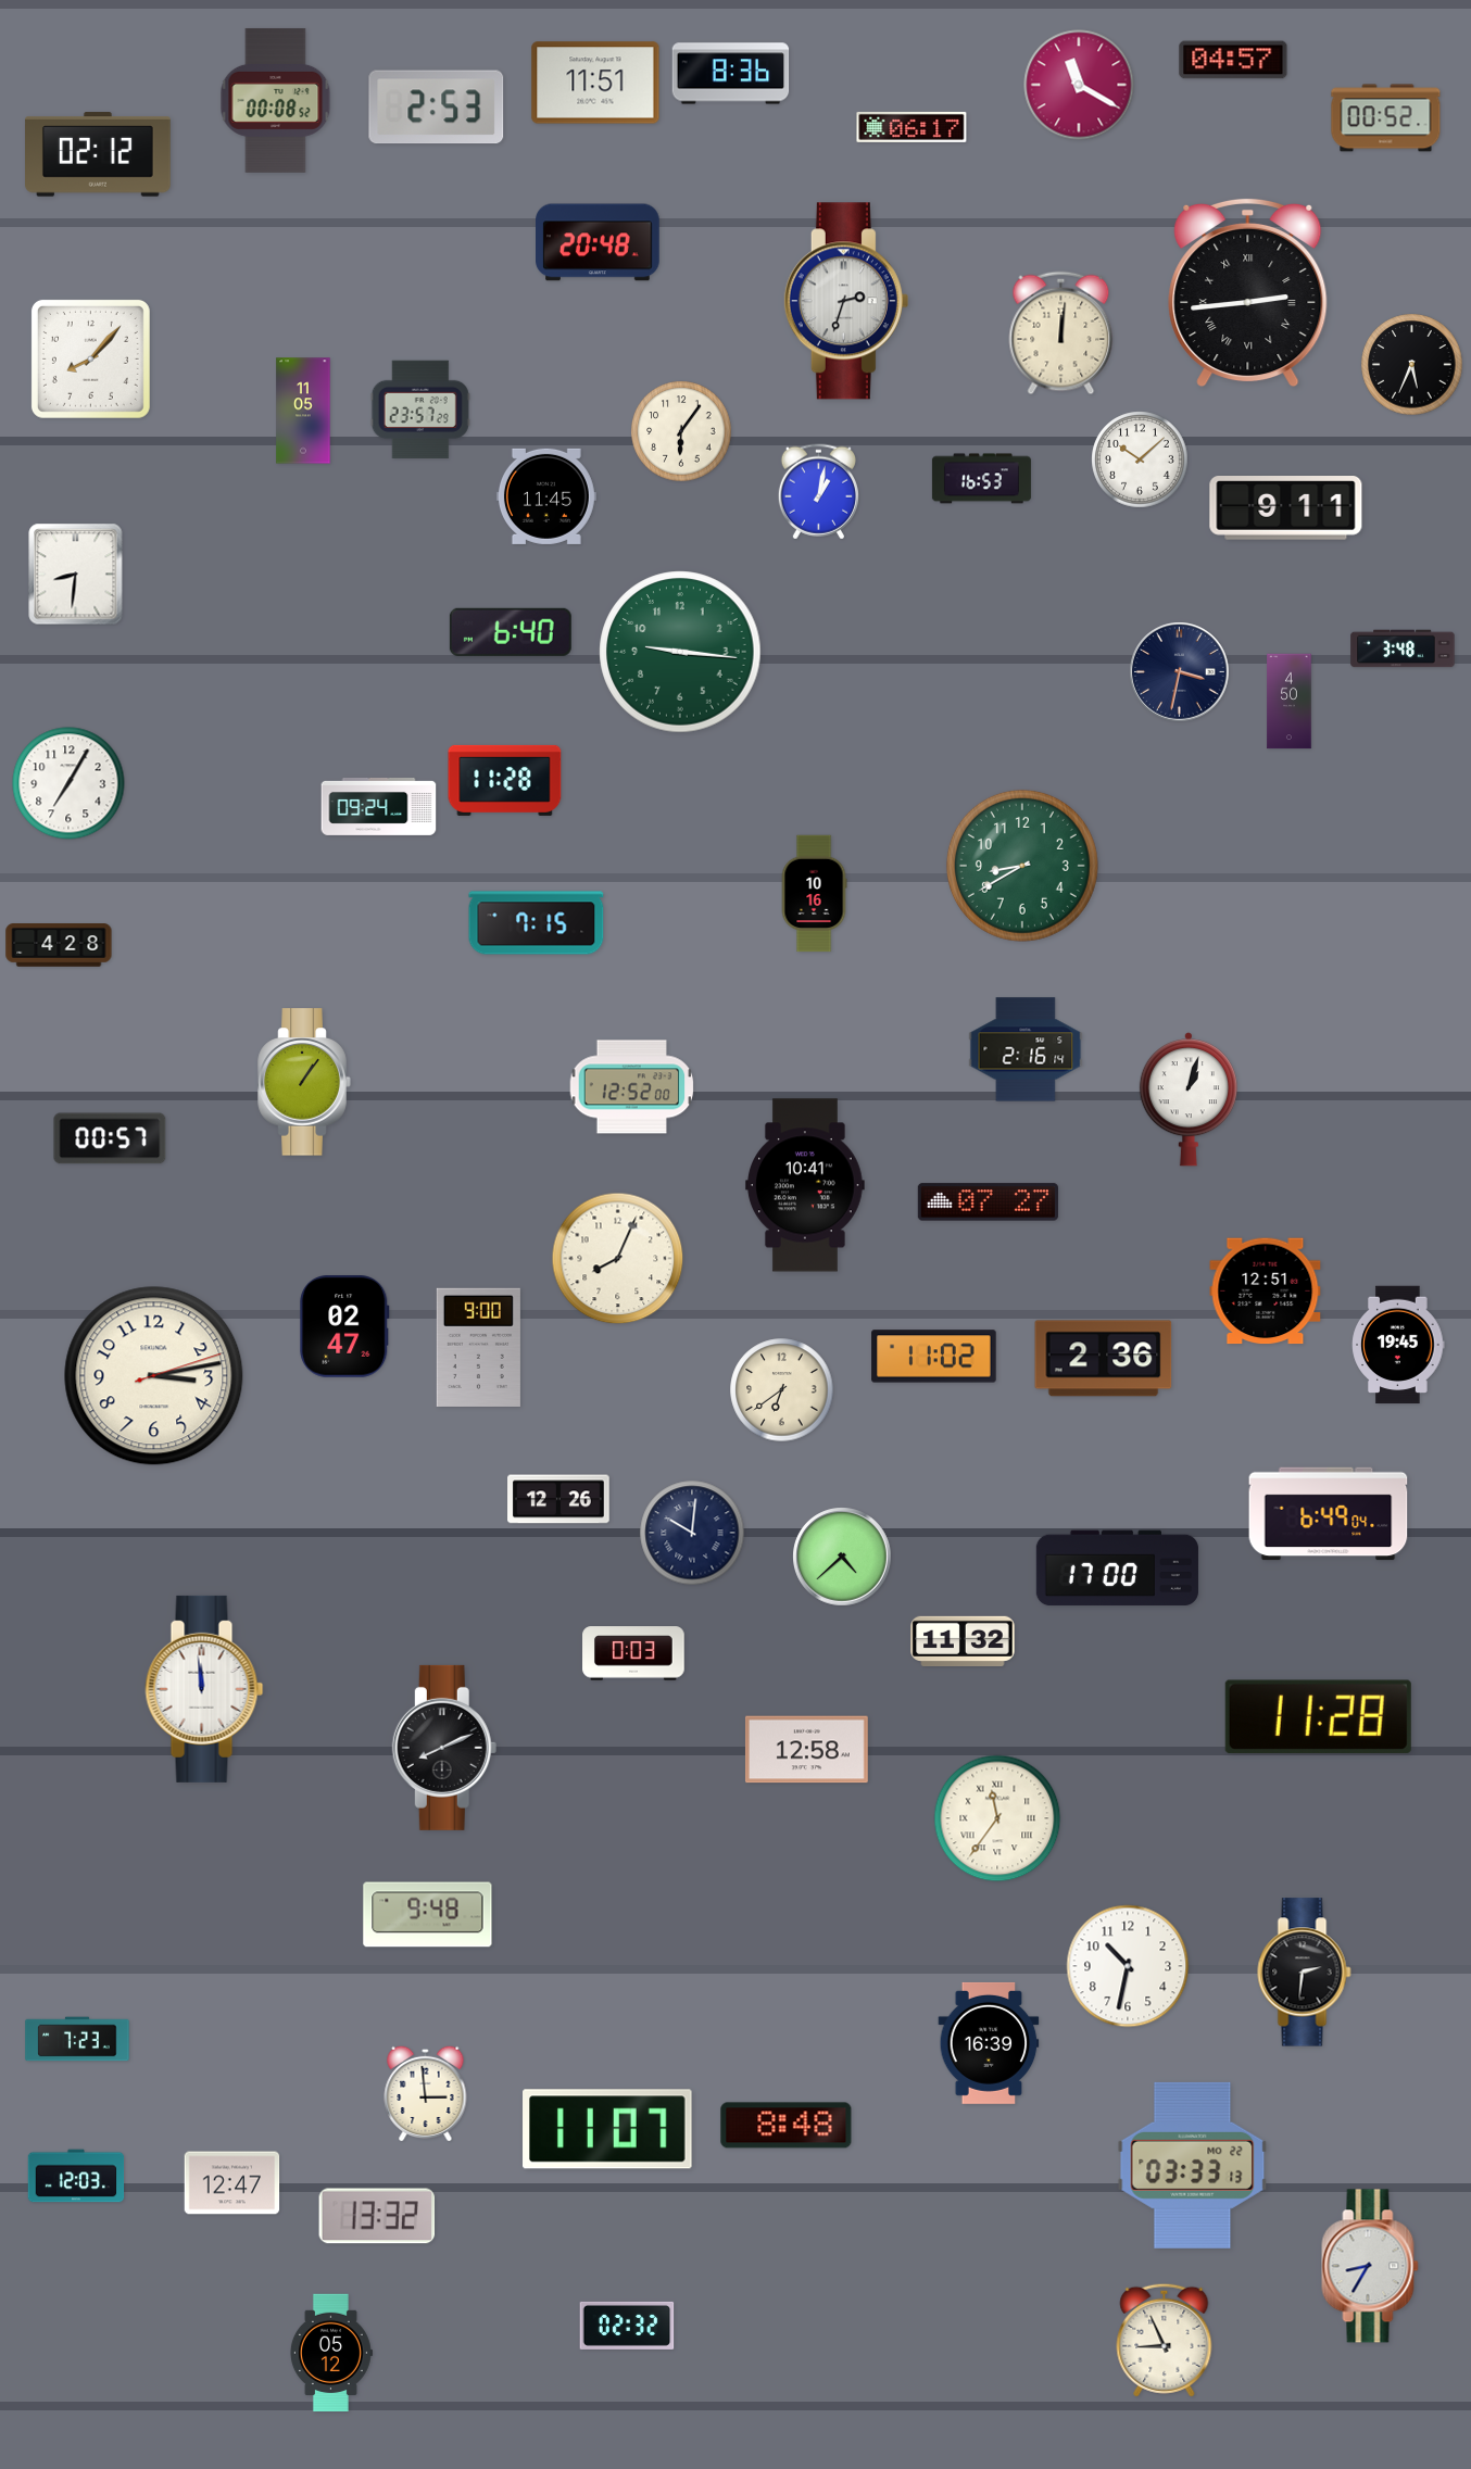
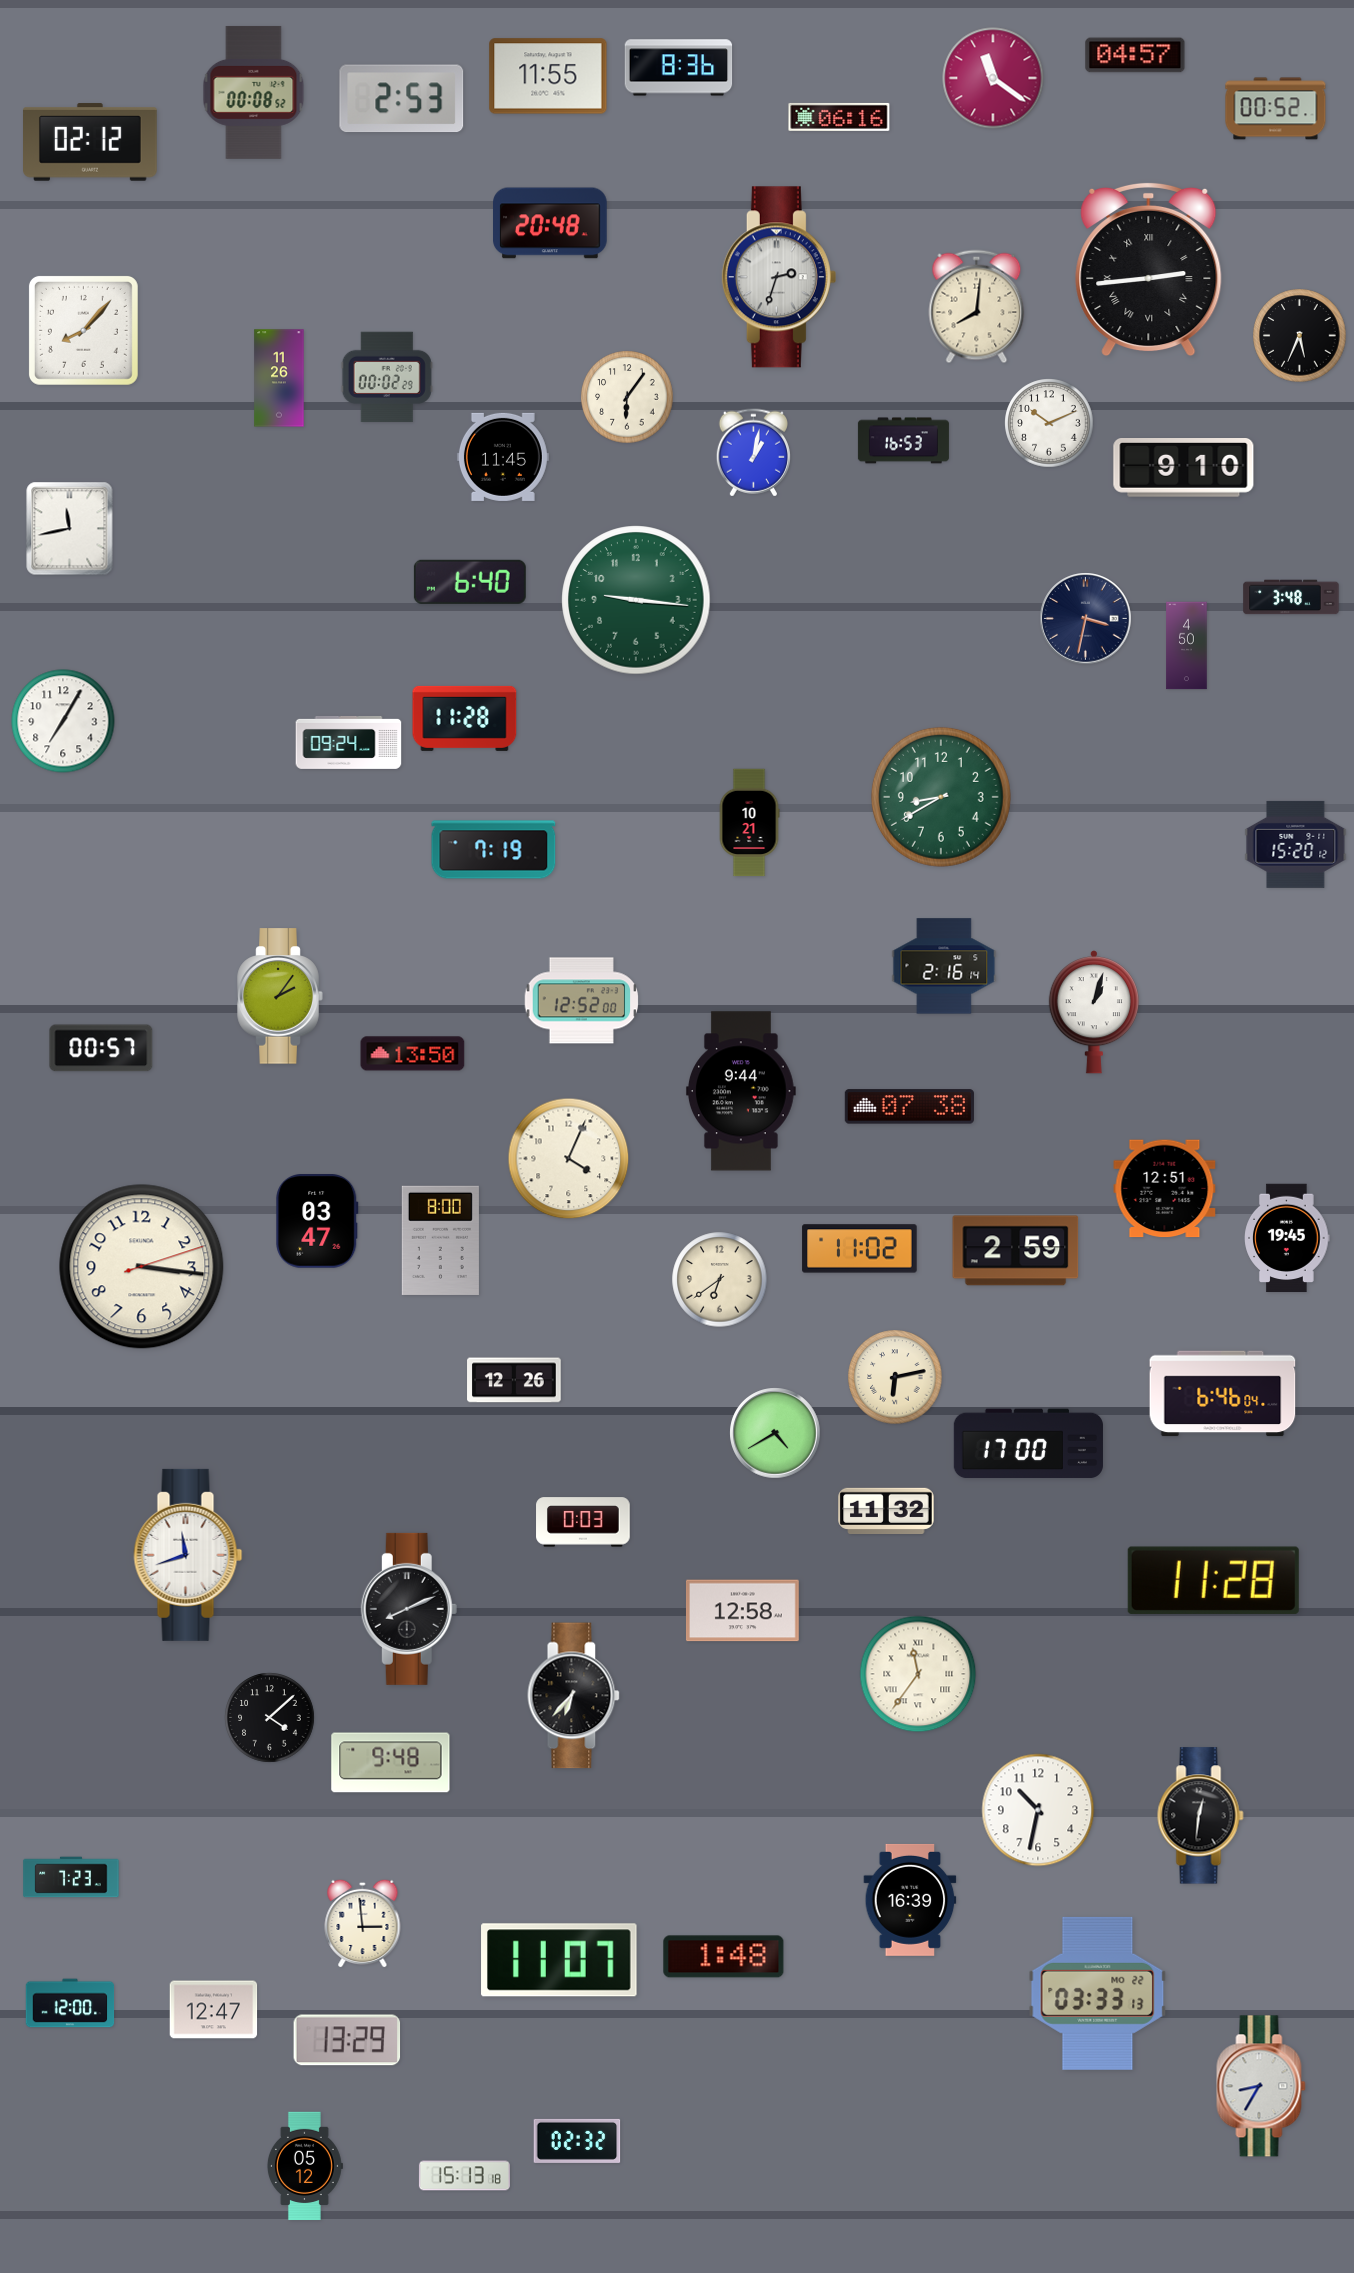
clock at (731, 74) position: (731, 74) -> (679, 68)
clock at (595, 83): 11:51 -> 11:55
clock at (1079, 85): 11:20 -> 11:21
clock at (911, 127): 06:17 -> 06:16
clock at (1061, 333): 12:01 -> 8:01
clock at (420, 410): 23:57 -> 00:02
clock at (303, 411): 11:05 -> 11:26
clock at (1140, 459): 10:08 -> 10:11
clock at (1286, 508): 9:11 -> 9:10
clock at (76, 575): 8:31 -> 11:43
clock at (680, 652) position: (680, 652) -> (636, 600)
clock at (814, 894): 10:16 -> 10:21
clock at (1296, 844): none -> 15:20
clock at (537, 923): 7:15 -> 7:19
clock at (59, 945): 4:28 -> none
clock at (304, 1082): 1:06 -> 2:06
clock at (413, 1054): none -> 13:50
clock at (805, 1185): 10:41 -> 9:44
clock at (988, 1202): 07:27 -> 07:38
clock at (618, 1259): 8:04 -> 4:04
clock at (344, 1327): 02:47 -> 03:47
clock at (478, 1347): 9:00 -> 8:00
clock at (1104, 1359): 2:36 -> 2:59
clock at (154, 1376): 3:13 -> 3:16
clock at (895, 1377): none -> 6:13
clock at (1329, 1514): 6:49 -> 6:46
clock at (692, 1533): 10:01 -> none
clock at (842, 1557): 4:38 -> 4:40
clock at (204, 1689): 11:59 -> 11:42
clock at (574, 1696): none -> 6:37
clock at (270, 1718): none -> 4:08
clock at (428, 1915) position: (428, 1915) -> (391, 1763)
clock at (1305, 1973): 2:31 -> 12:31
clock at (989, 2043) position: (989, 2043) -> (910, 1900)
clock at (426, 2093) position: (426, 2093) -> (363, 1923)
clock at (787, 2126): 8:48 -> 1:48
clock at (76, 2176): 12:03 -> 12:00
clock at (377, 2216): 13:32 -> 13:29
clock at (1165, 2340): 8:56 -> none
clock at (464, 2176): none -> 15:13
